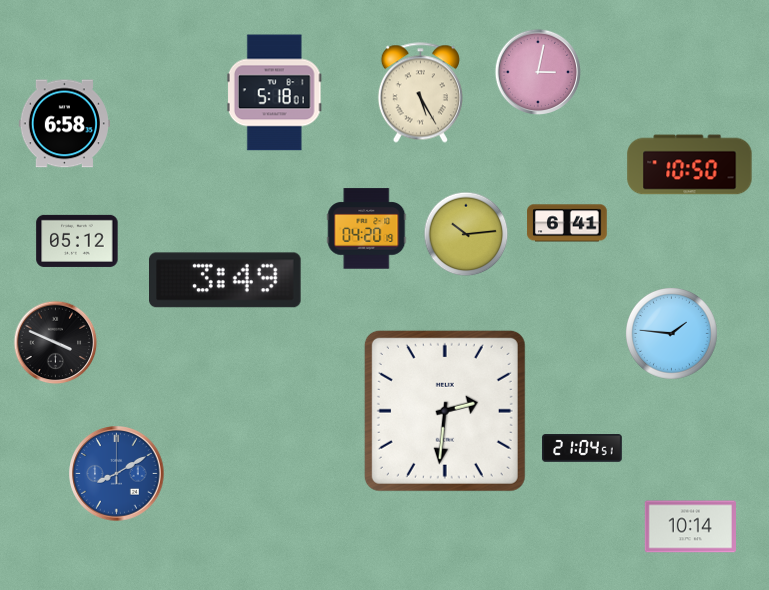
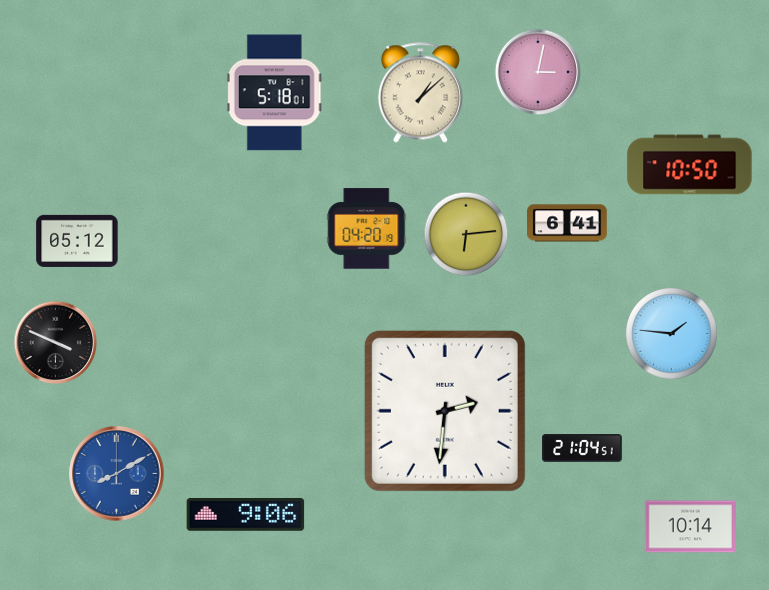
clock at (420, 93): 5:25 -> 1:08
clock at (64, 124): 6:58 -> none
clock at (466, 234): 10:14 -> 6:14
clock at (226, 280): 3:49 -> none
clock at (246, 515): none -> 9:06
